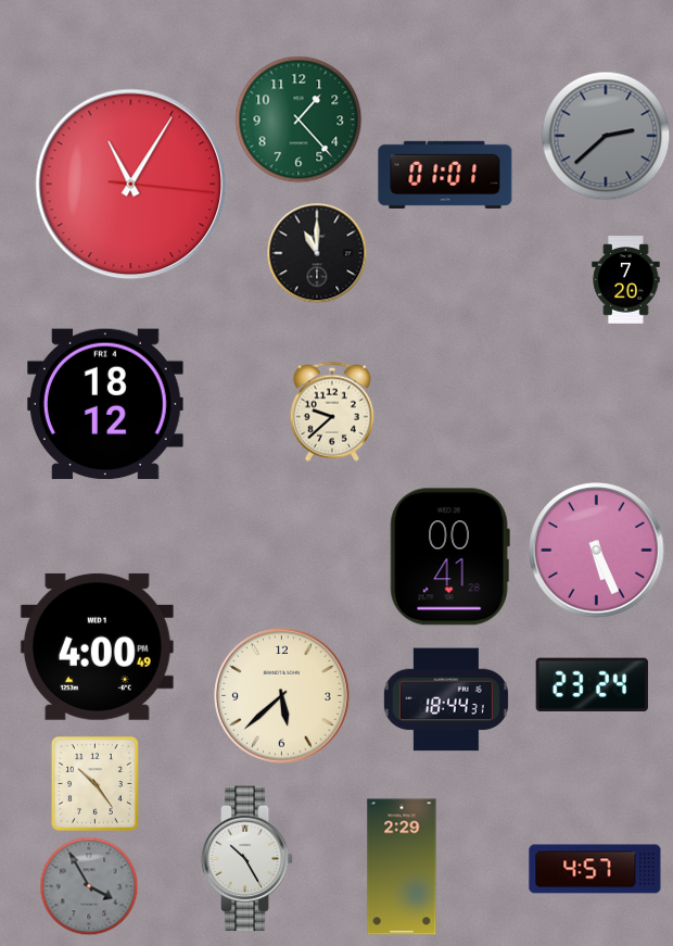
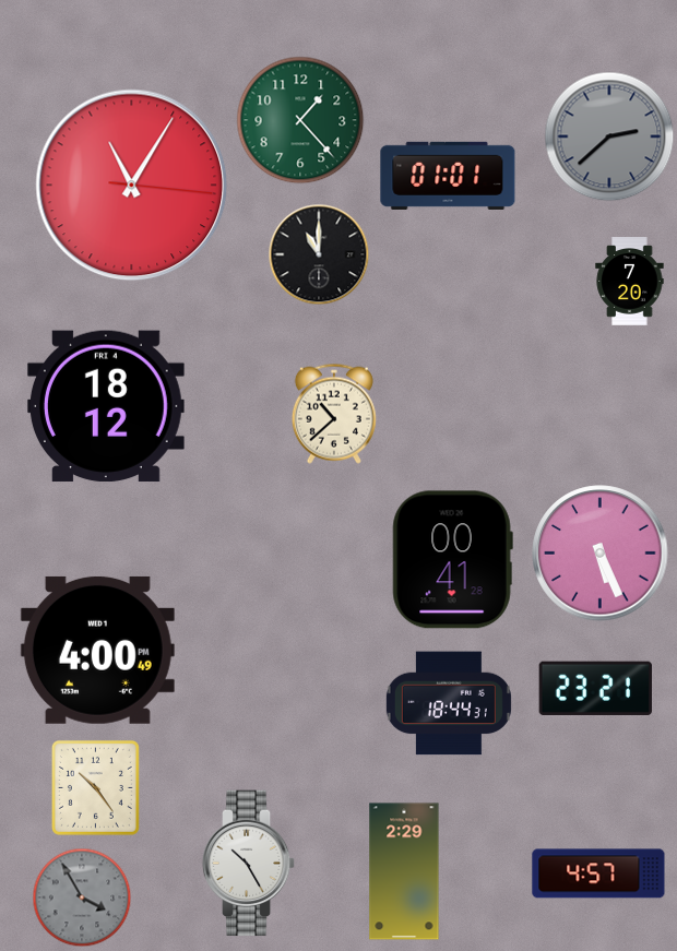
clock at (332, 412): 9:38 -> 10:38
clock at (592, 684): 23:24 -> 23:21
clock at (282, 696): 5:38 -> none
clock at (89, 886) position: (89, 886) -> (82, 897)
